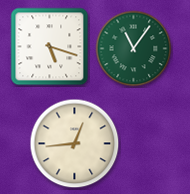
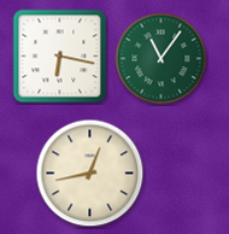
clock at (50, 47): 5:18 -> 6:17
clock at (75, 144): 12:44 -> 12:43
